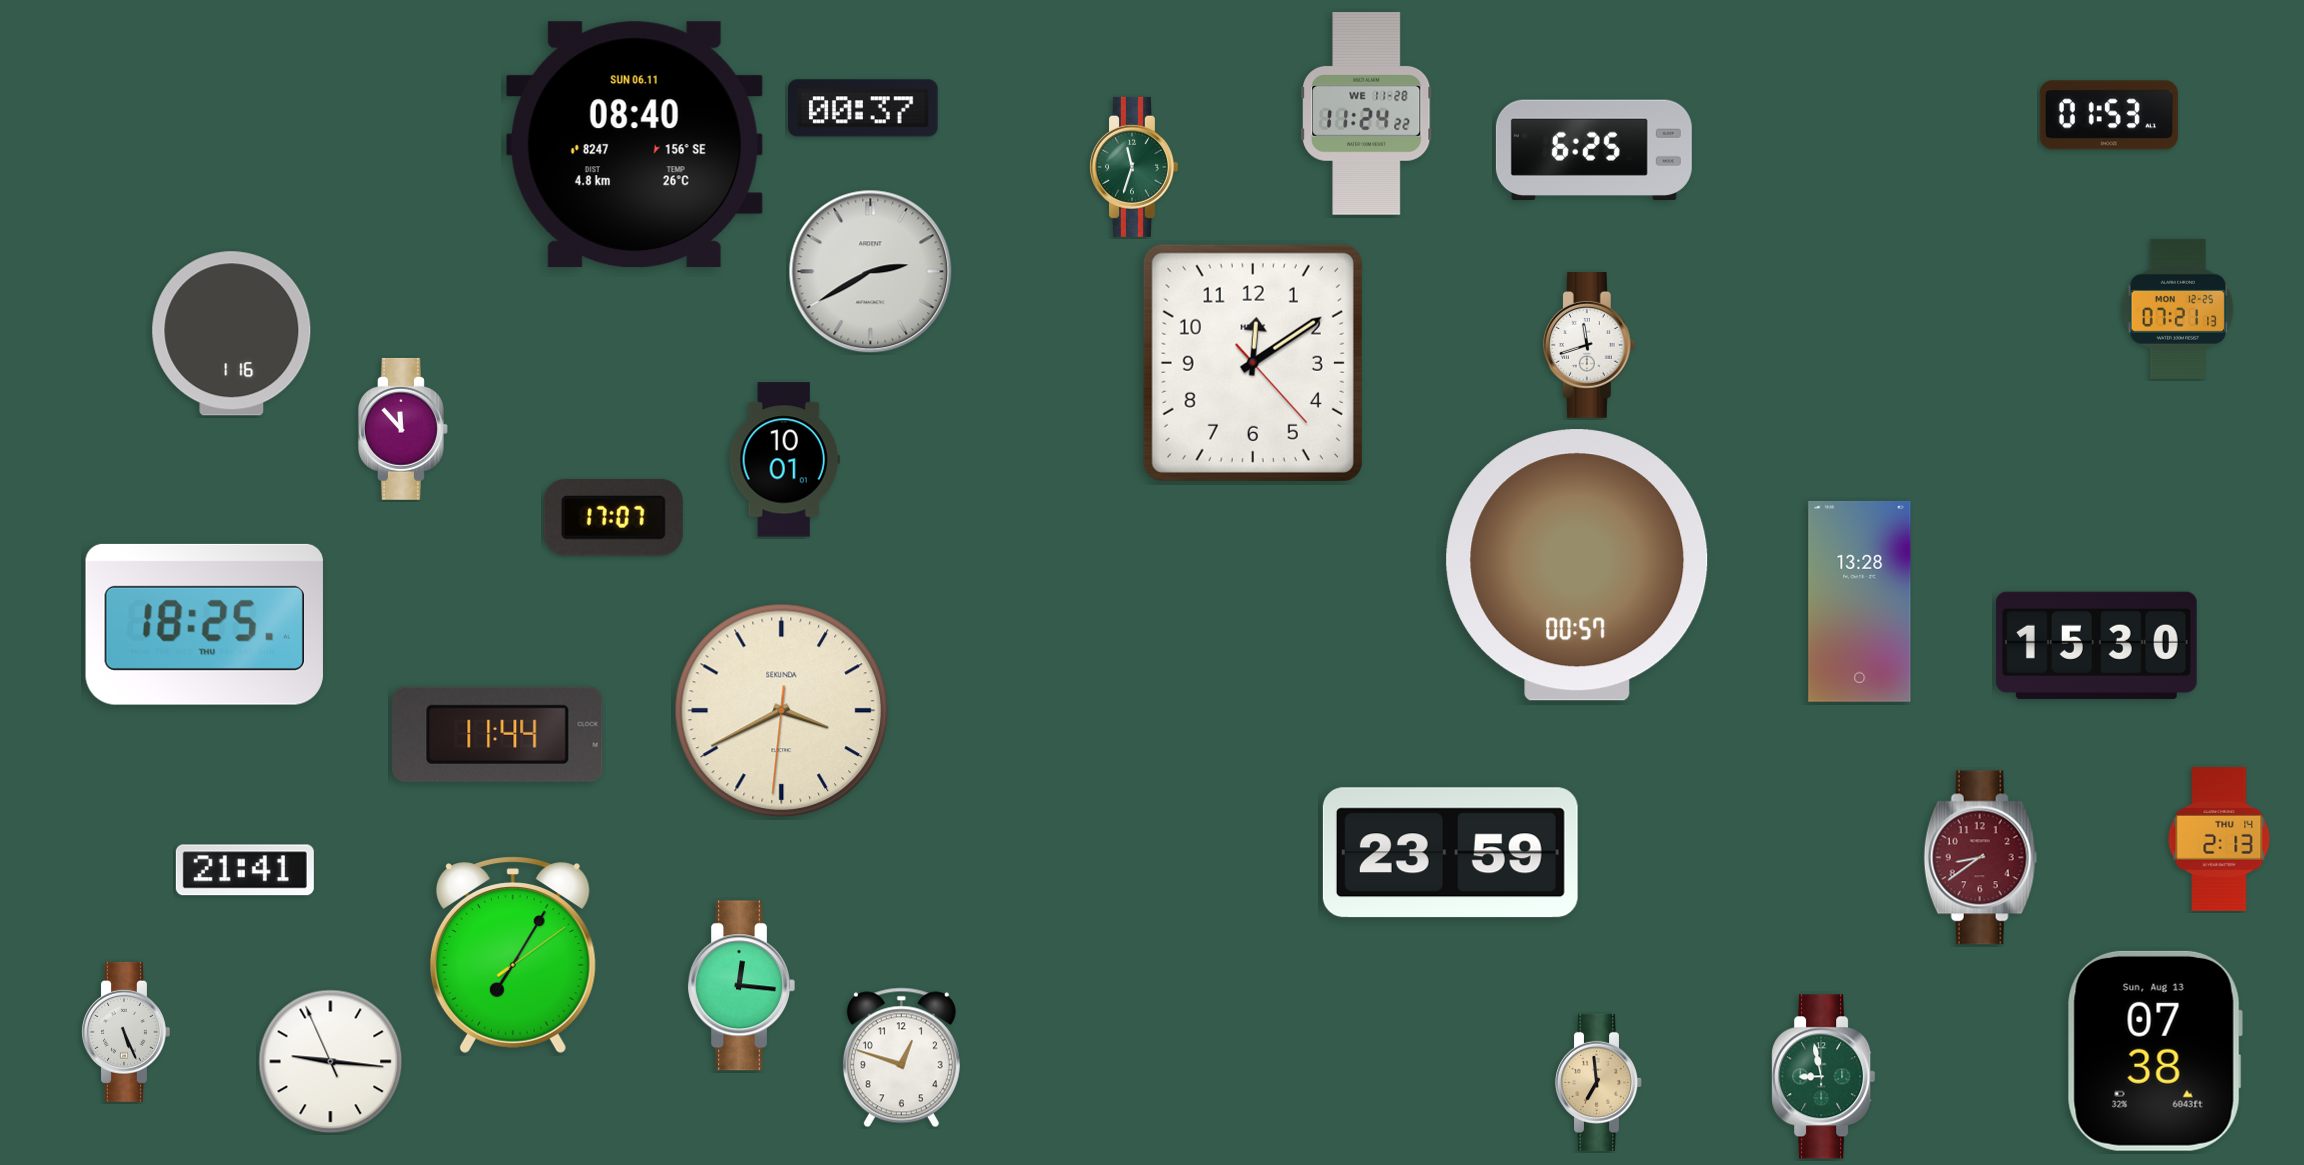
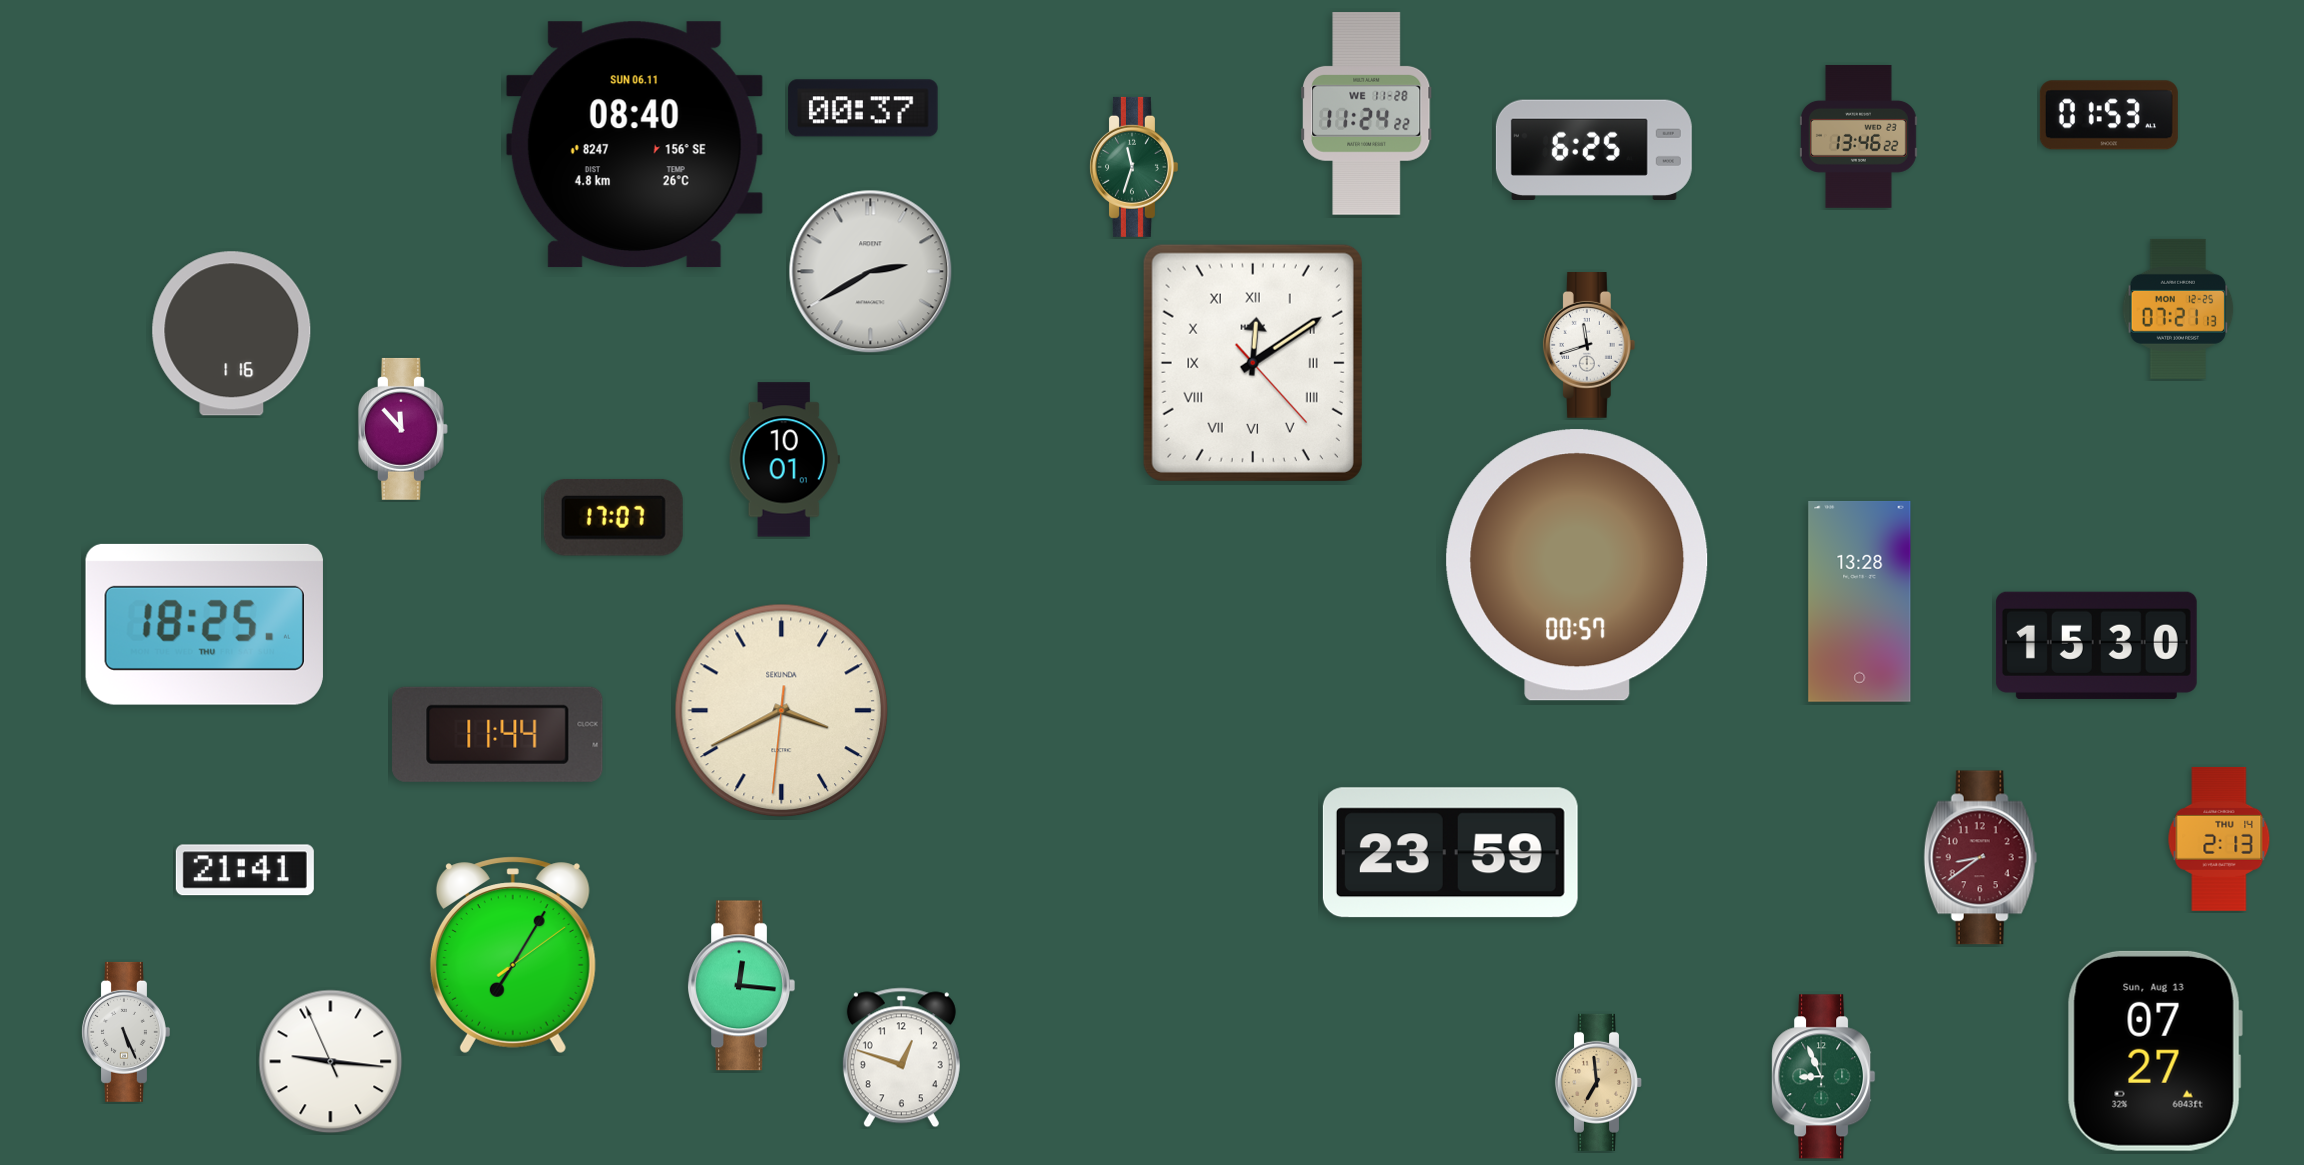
clock at (1858, 136): none -> 13:46
clock at (1253, 363) numerals: Arabic -> Roman
clock at (2155, 1051): 07:38 -> 07:27
clock at (1824, 1077): 8:58 -> 8:56
